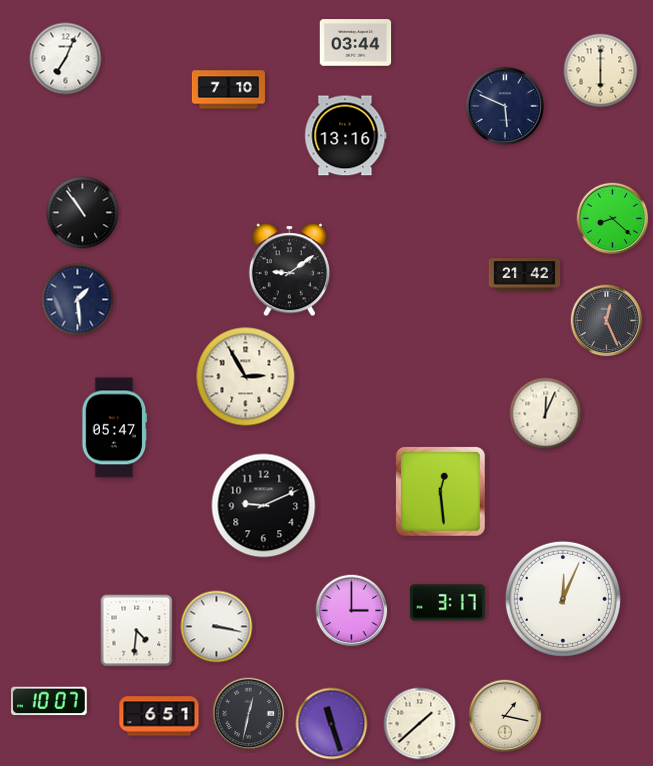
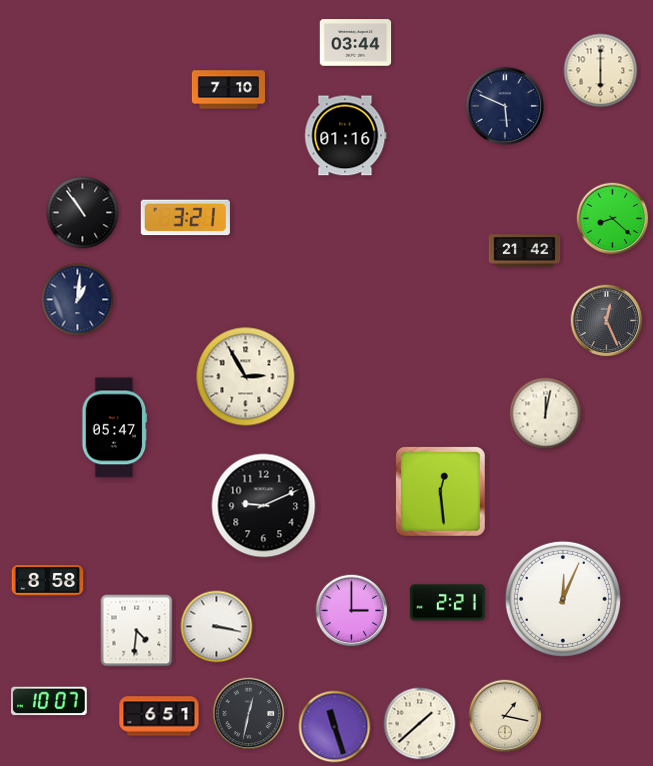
clock at (66, 59): 7:04 -> none
clock at (346, 136): 13:16 -> 01:16
clock at (185, 218): none -> 3:21
clock at (289, 270): 9:09 -> none
clock at (525, 275) position: (525, 275) -> (525, 251)
clock at (78, 300): 1:29 -> 1:01
clock at (546, 414): 12:04 -> 12:02
clock at (48, 581): none -> 8:58
clock at (448, 603): 3:17 -> 2:21
clock at (332, 724) position: (332, 724) -> (335, 727)
